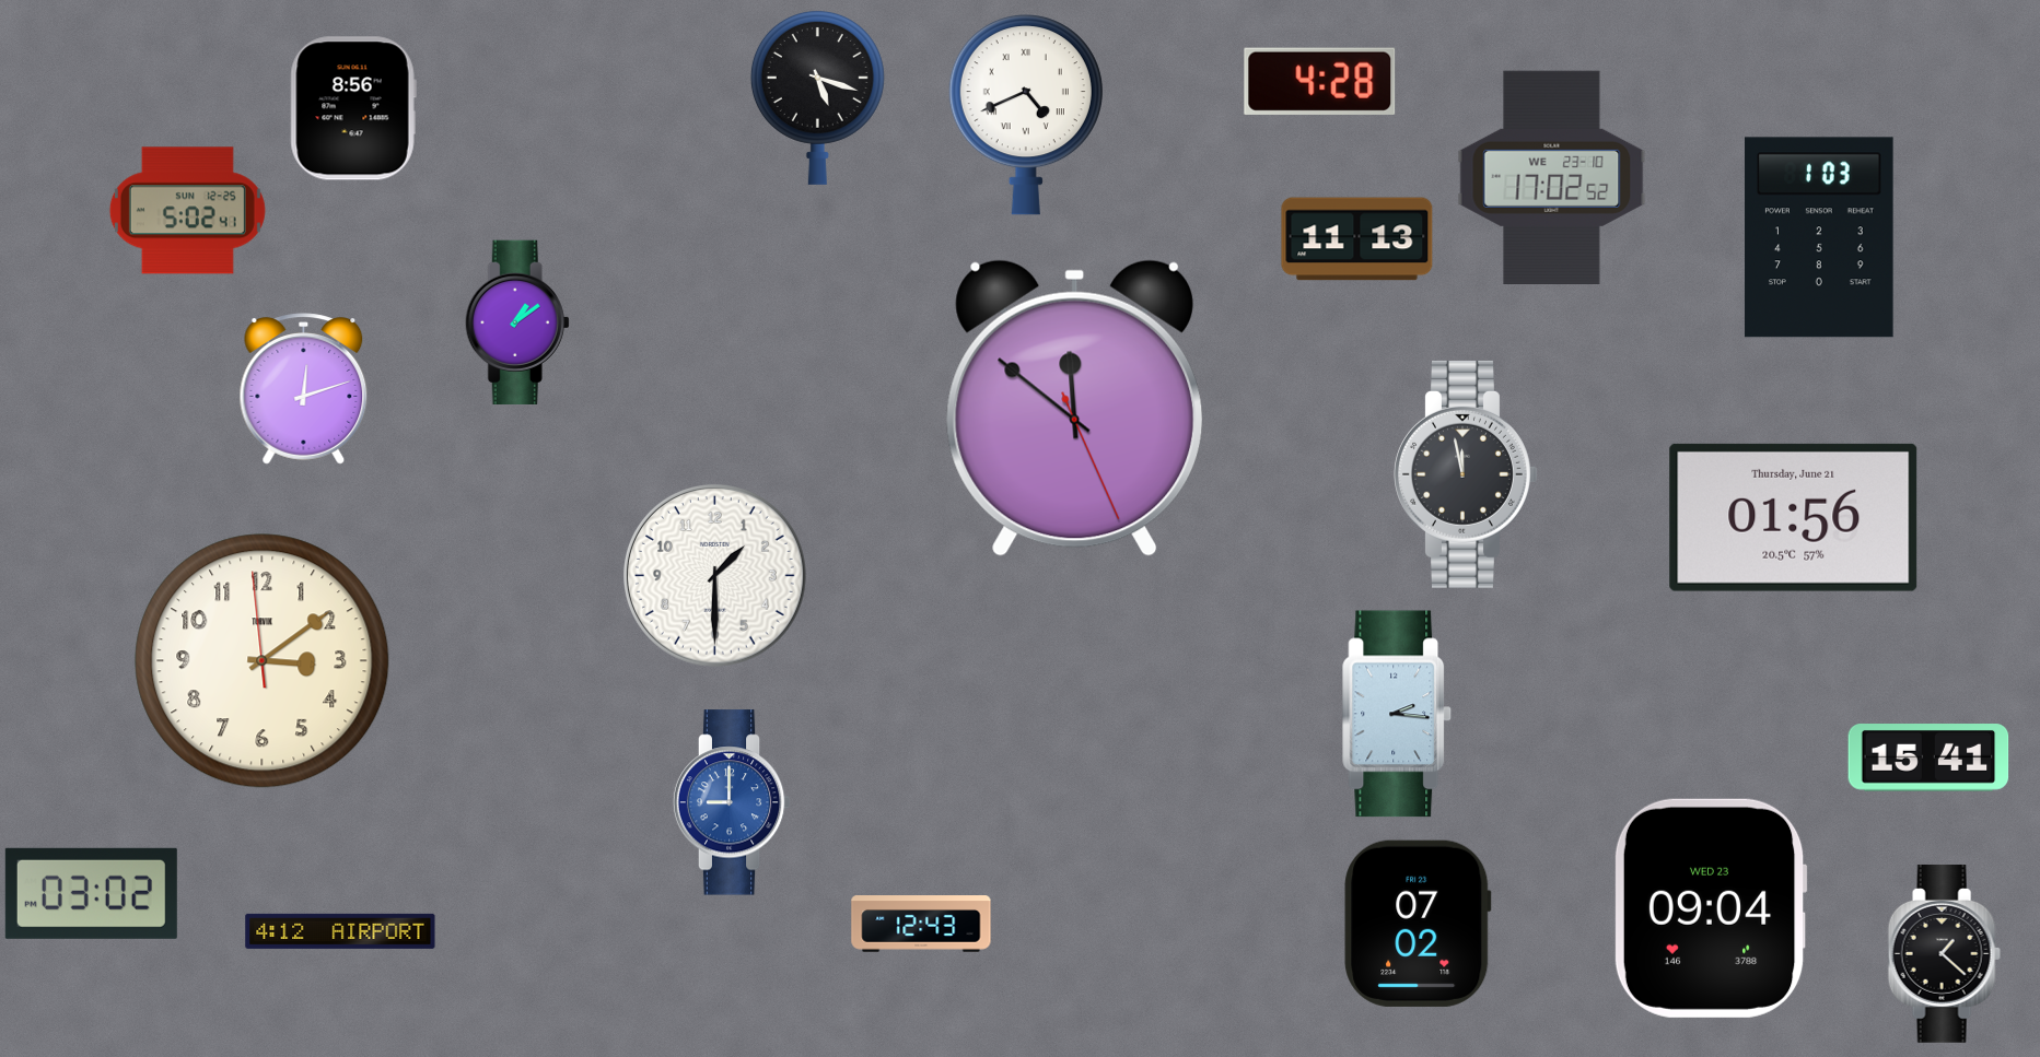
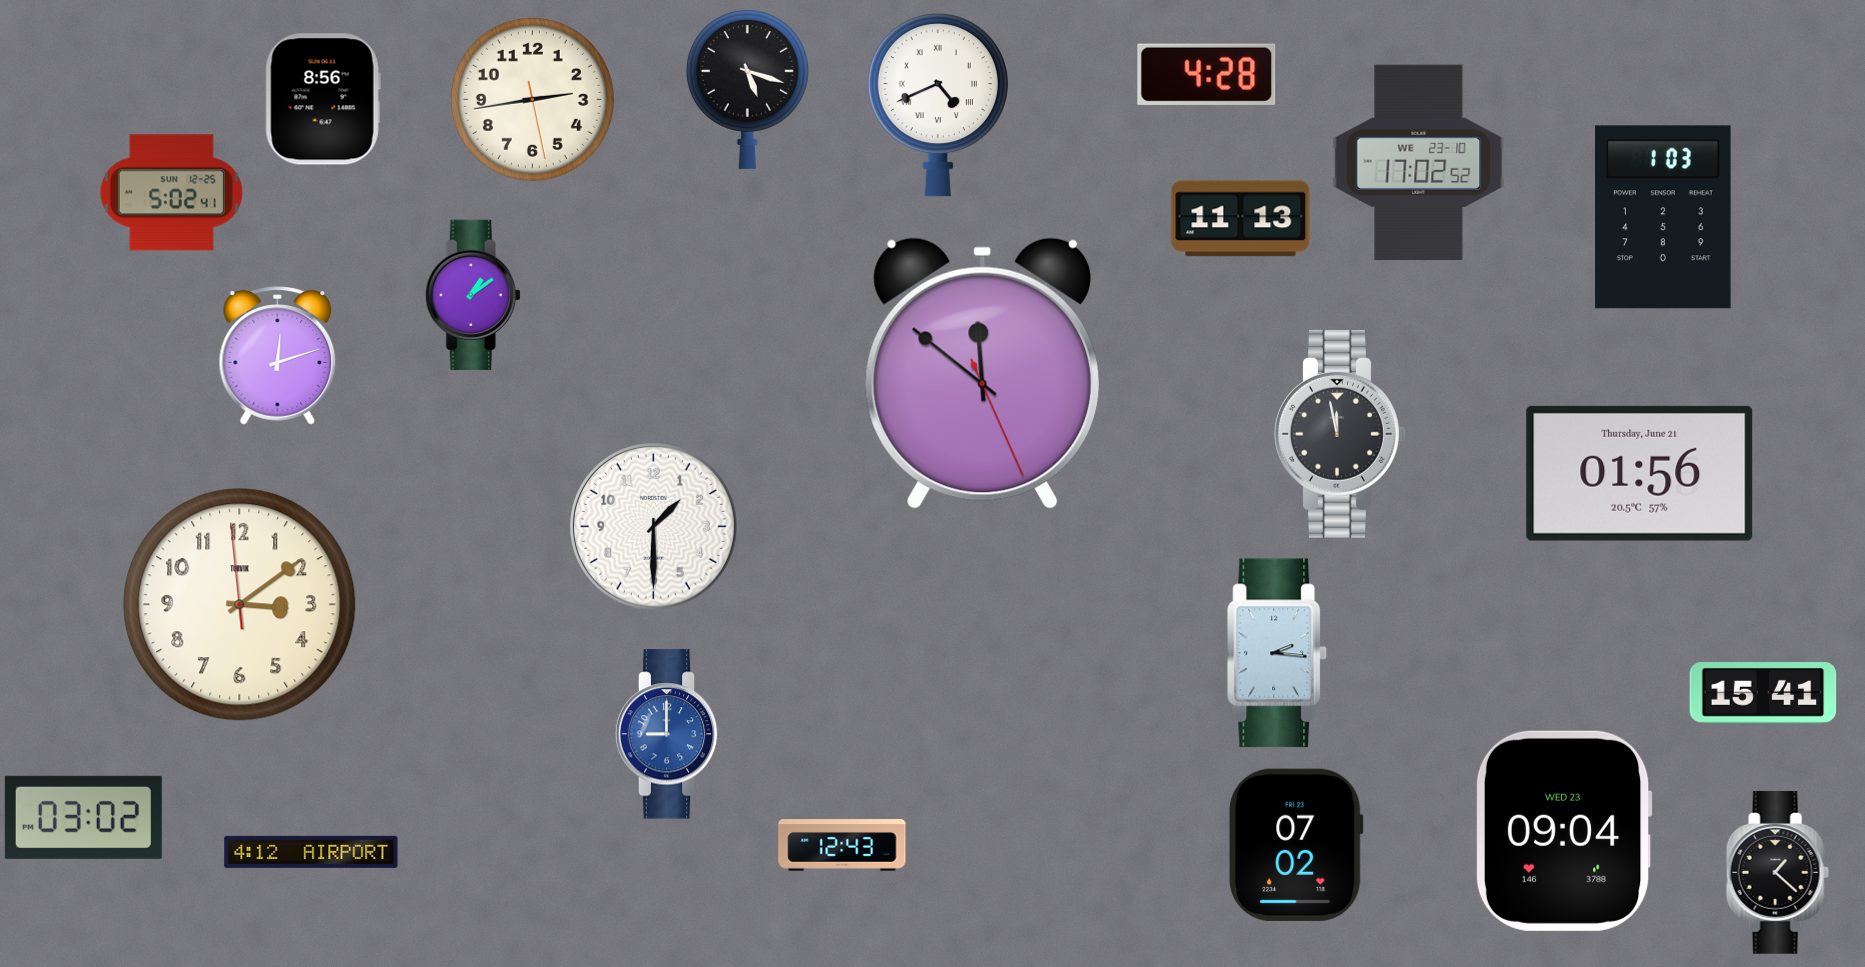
clock at (532, 99): none -> 2:43
